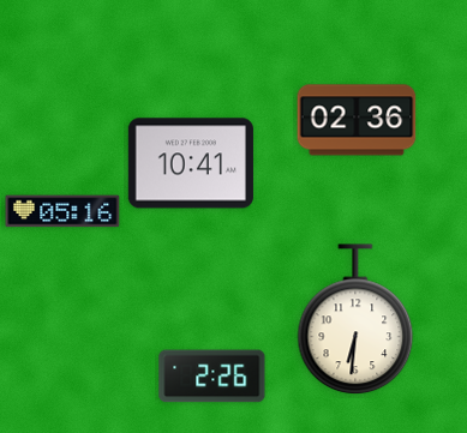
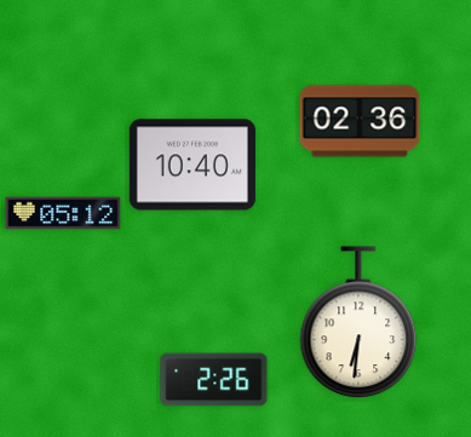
clock at (191, 163): 10:41 -> 10:40
clock at (62, 211): 05:16 -> 05:12
